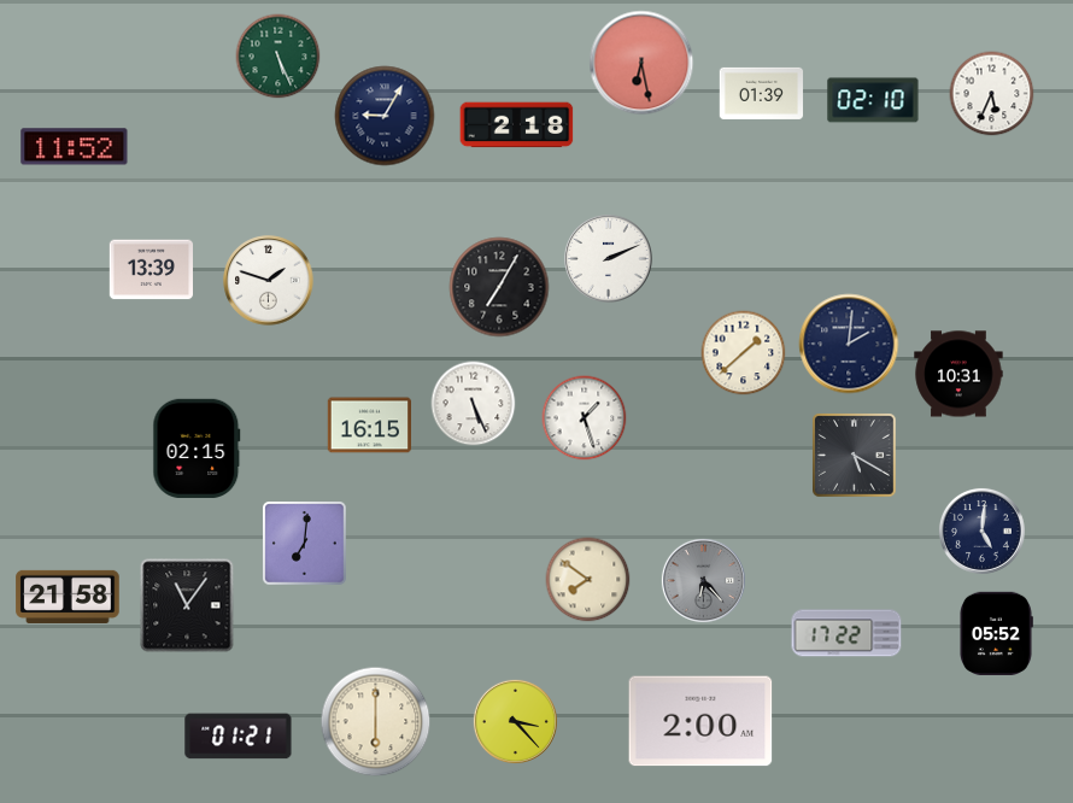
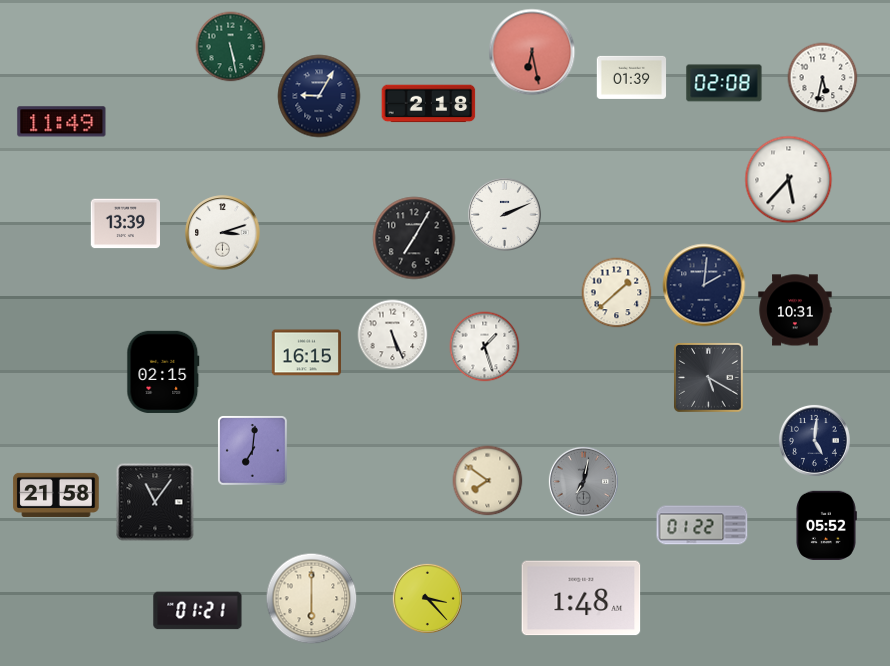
clock at (278, 57): 5:26 -> 5:28
clock at (992, 94): 5:34 -> 5:32
clock at (873, 100): 02:10 -> 02:08
clock at (75, 147): 11:52 -> 11:49
clock at (789, 180): none -> 5:37
clock at (269, 281): 1:48 -> 3:12
clock at (703, 580): 6:23 -> 7:02
clock at (846, 633): 17:22 -> 01:22
clock at (700, 721): 2:00 -> 1:48
